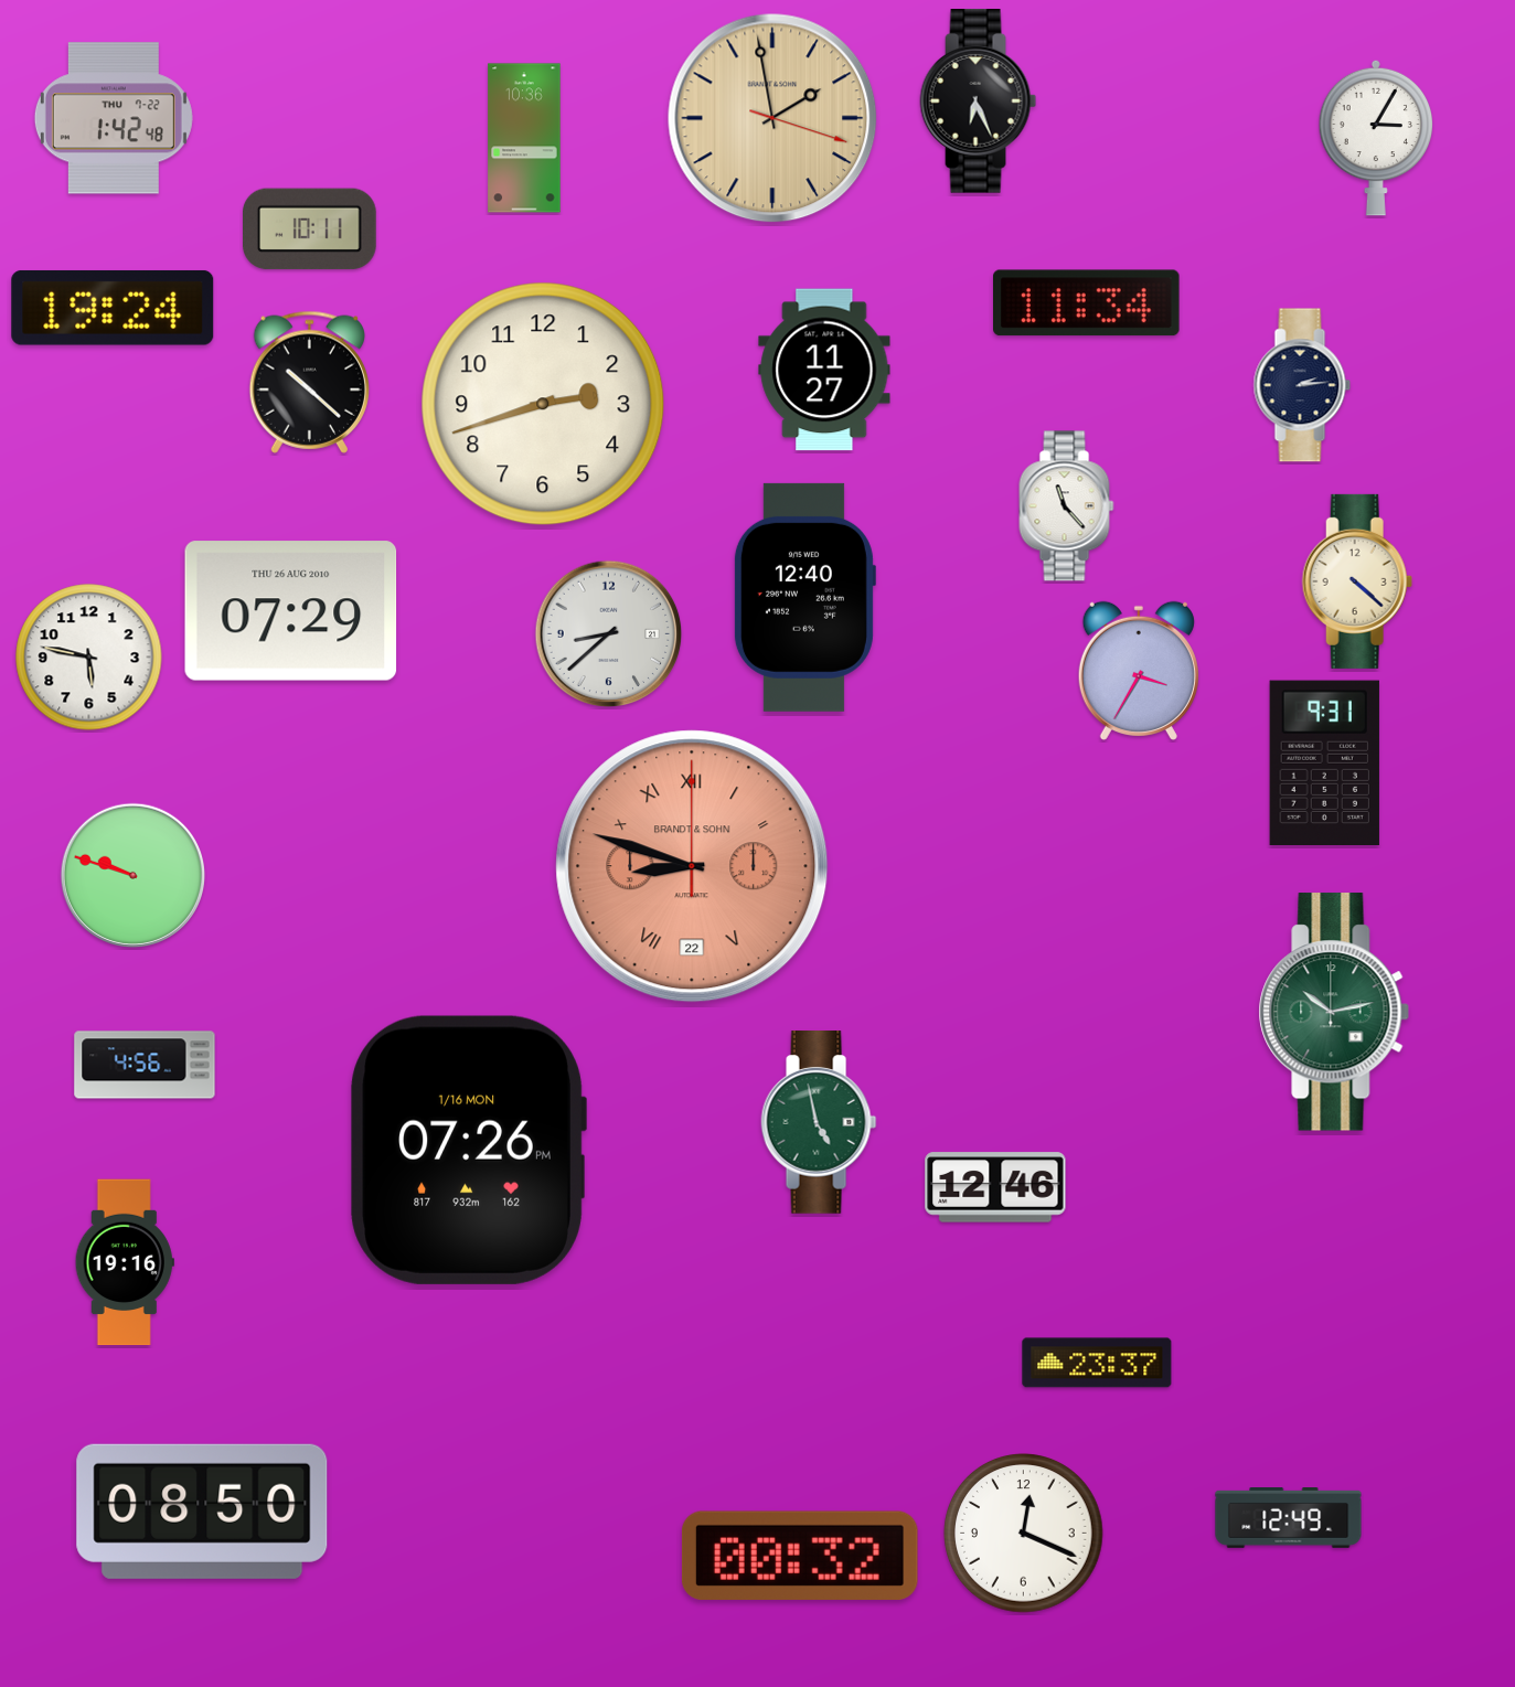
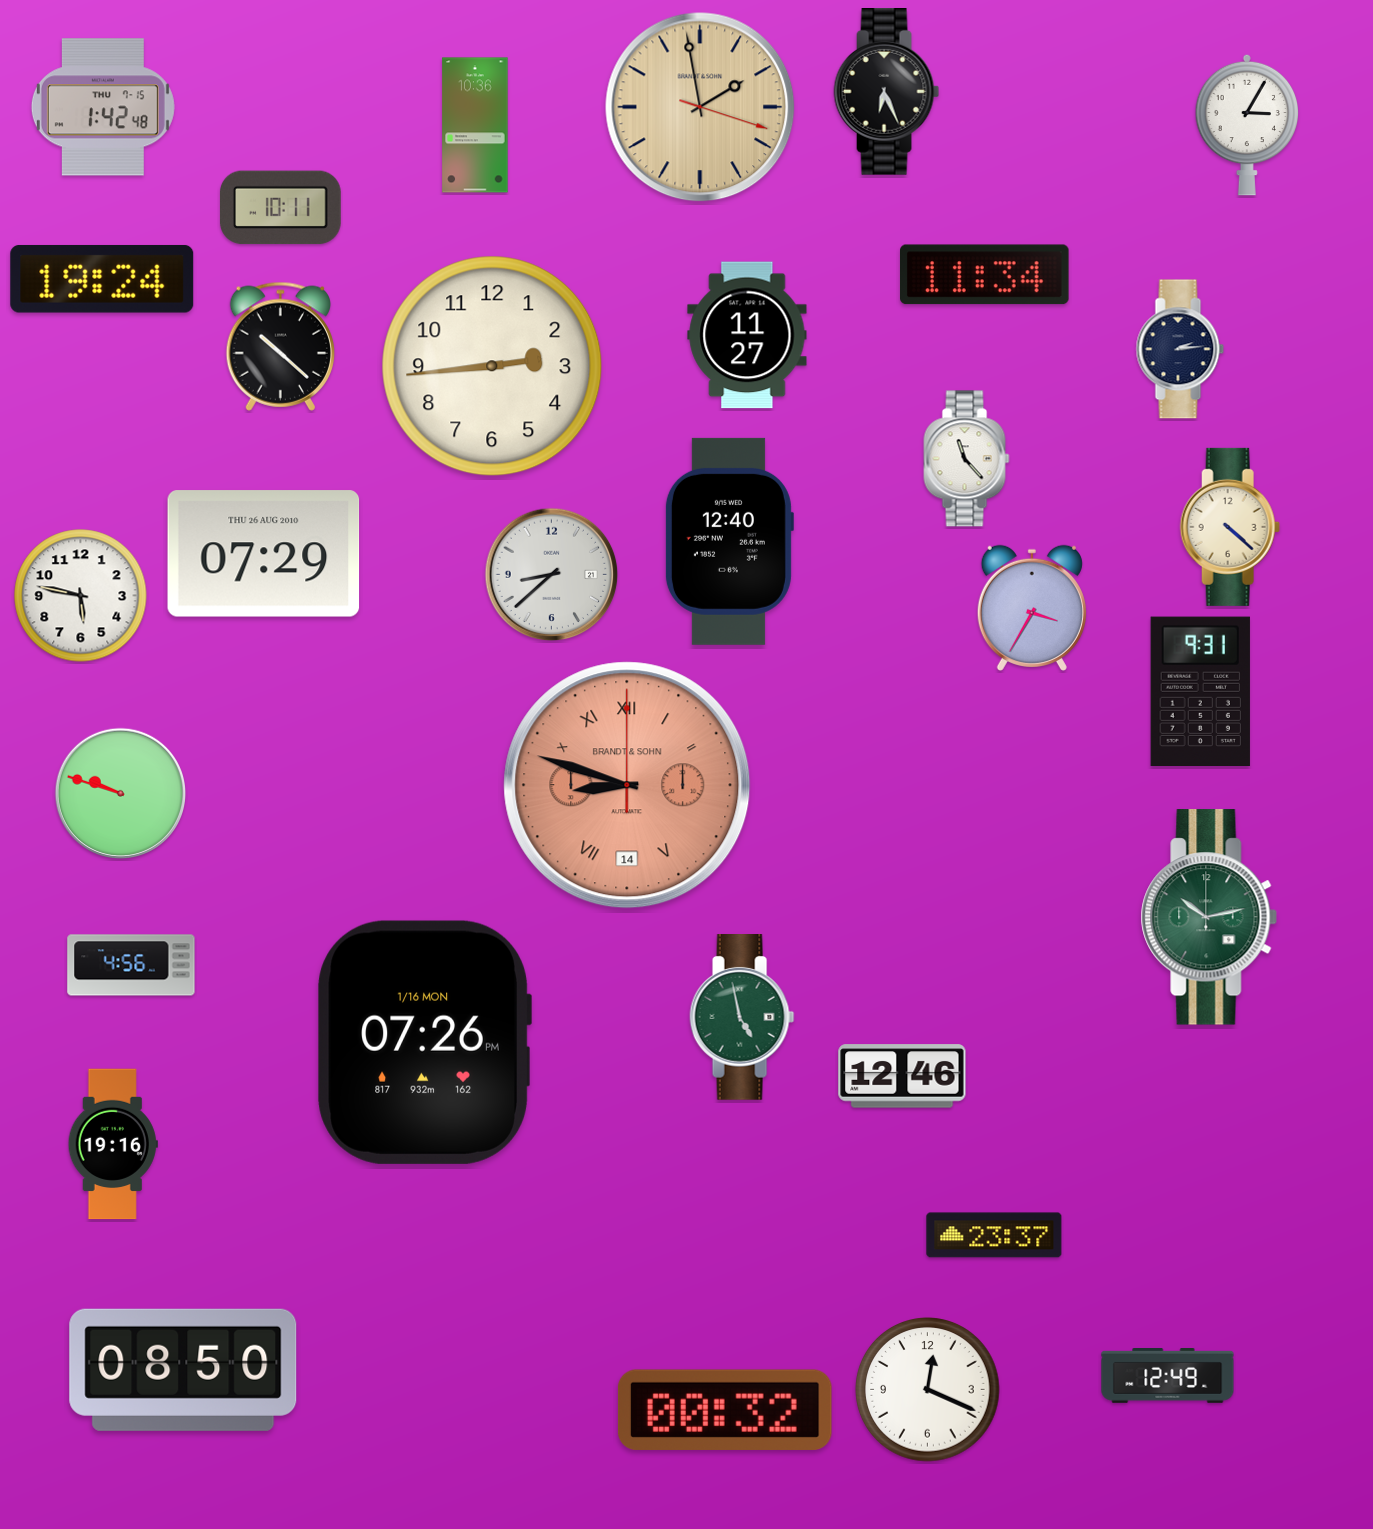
clock at (114, 118) date: THU 7-22 -> THU 7-15
clock at (543, 404): 2:42 -> 2:44
clock at (692, 866) date: 22 -> 14
